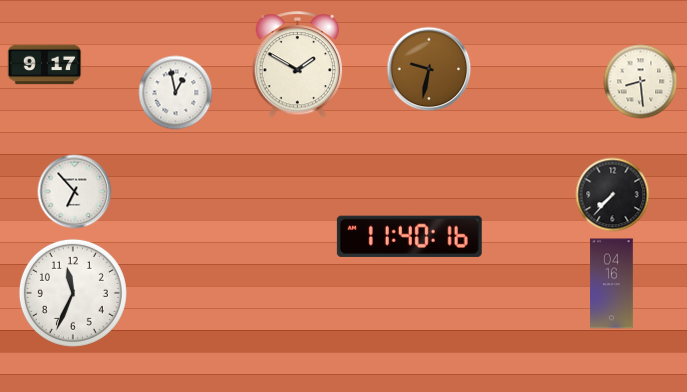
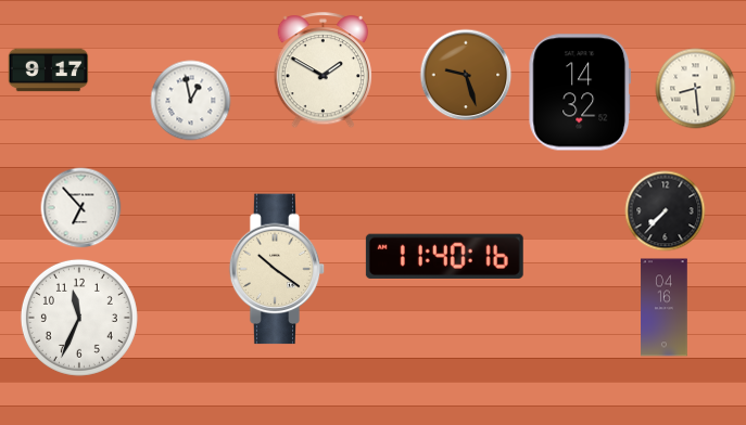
clock at (429, 69): 9:32 -> 9:27
clock at (580, 92): none -> 14:32
clock at (277, 269): none -> 10:21
